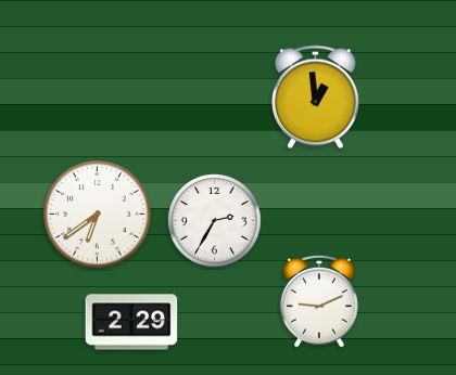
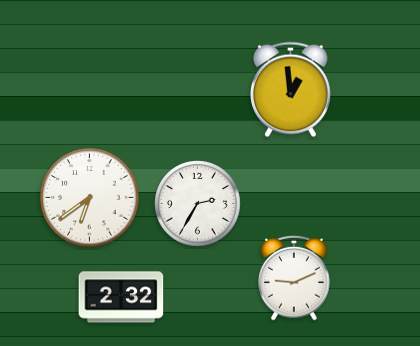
clock at (131, 322): 2:29 -> 2:32
